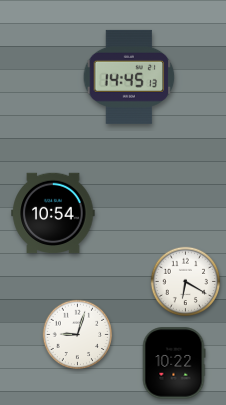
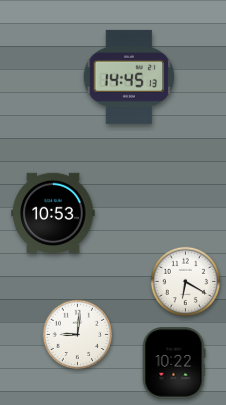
clock at (53, 213): 10:54 -> 10:53
clock at (78, 335): 9:03 -> 9:01
